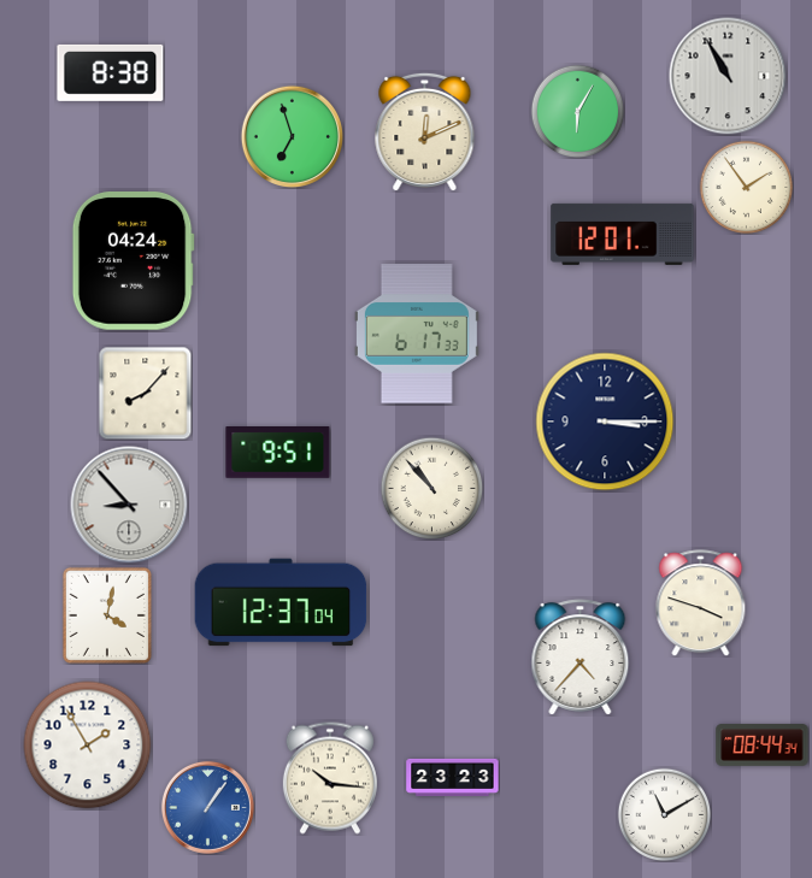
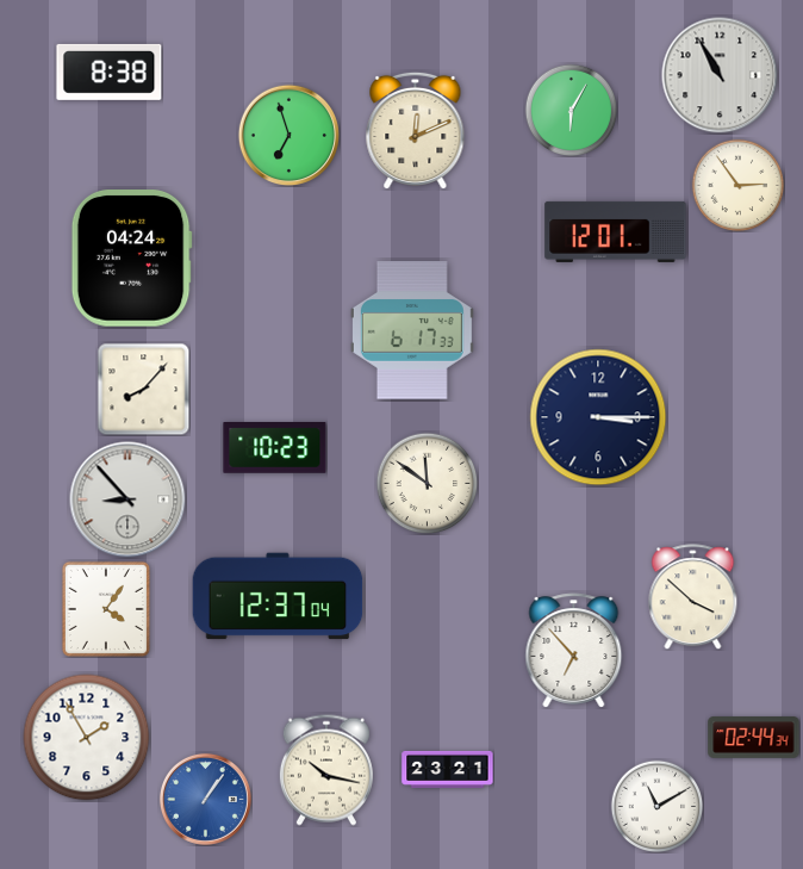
clock at (425, 131) position: (425, 131) -> (416, 130)
clock at (746, 187): 1:54 -> 2:54
clock at (278, 453): 9:51 -> 10:23
clock at (431, 488): 10:53 -> 11:51
clock at (701, 603): 3:48 -> 3:52
clock at (107, 615): 4:02 -> 4:06
clock at (581, 658): 4:37 -> 6:53
clock at (763, 746): 08:44 -> 02:44
clock at (453, 777): 23:23 -> 23:21
clock at (330, 778): 10:16 -> 10:17
